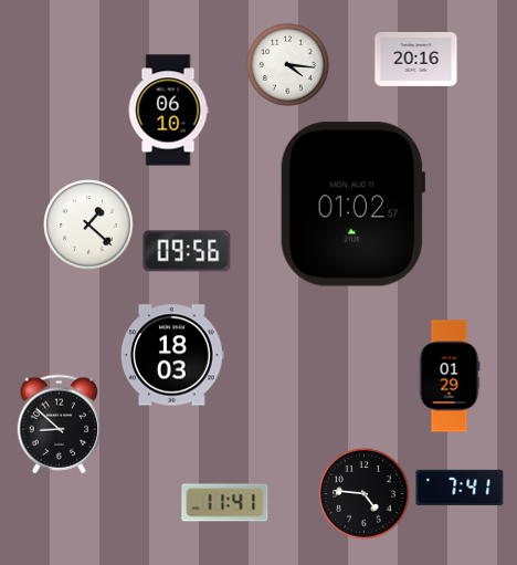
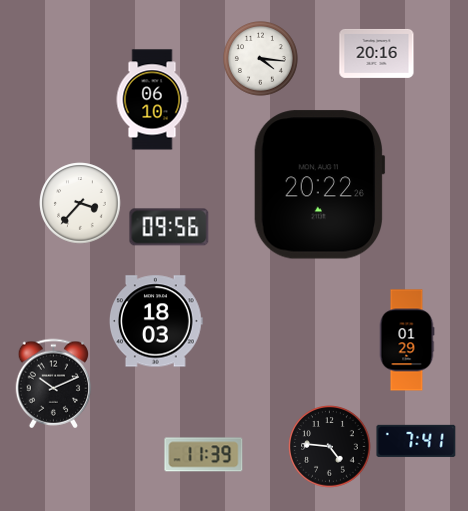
clock at (352, 205): 01:02 -> 20:22
clock at (88, 224): 1:22 -> 3:37
clock at (60, 425): 8:52 -> 10:11
clock at (225, 503): 11:41 -> 11:39
